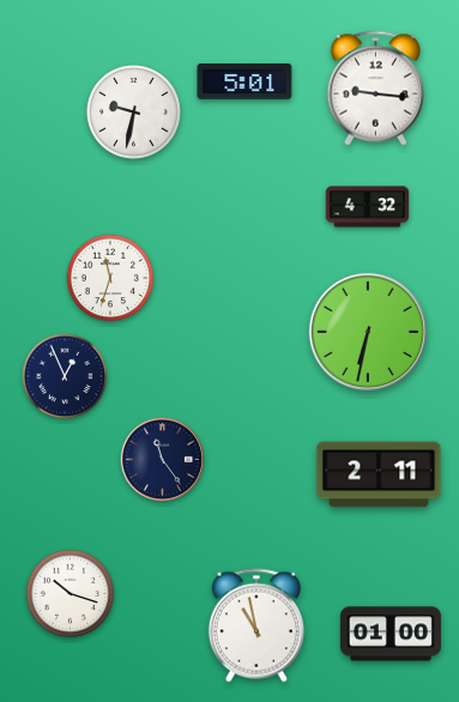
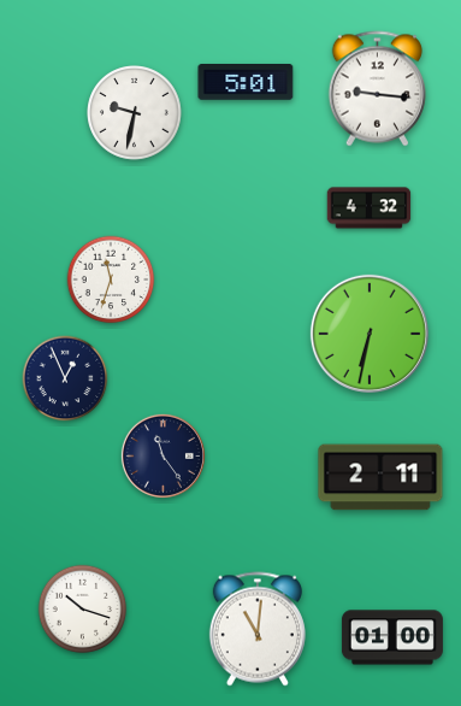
clock at (162, 459) position: (162, 459) -> (162, 455)
clock at (71, 594) position: (71, 594) -> (83, 610)
clock at (256, 625): 10:58 -> 11:01
